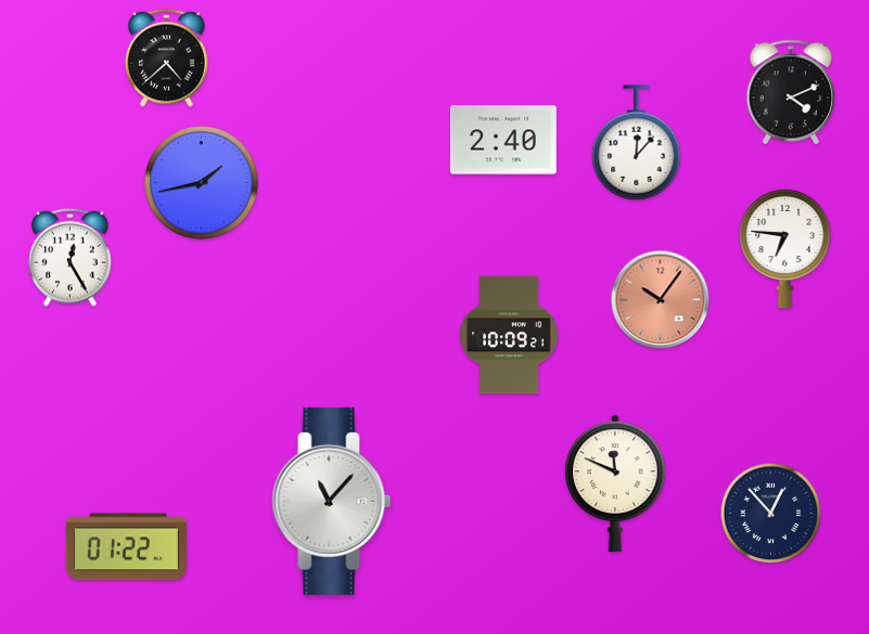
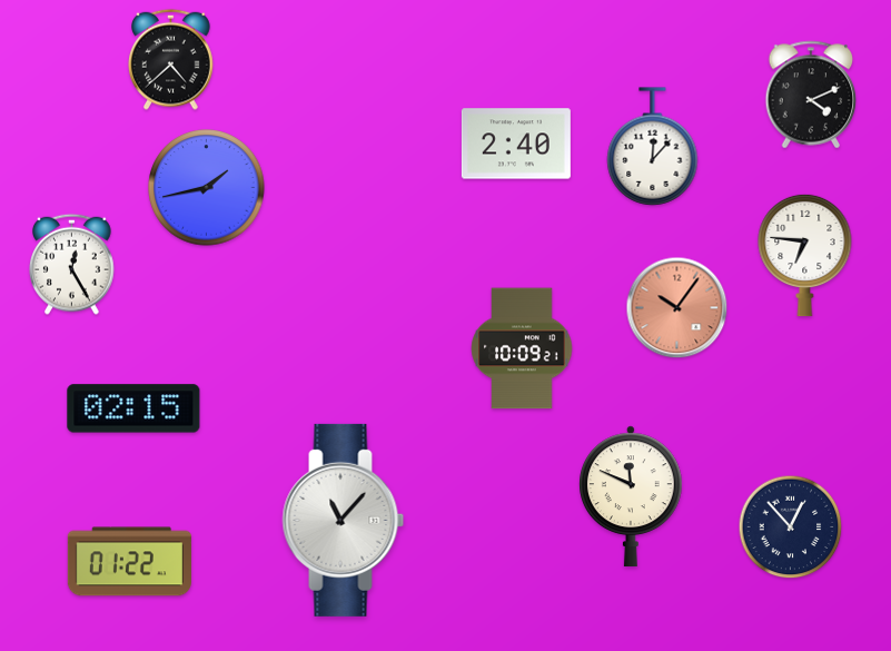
clock at (509, 335) position: (509, 335) -> (522, 348)
clock at (133, 408): none -> 02:15
clock at (332, 501) position: (332, 501) -> (344, 520)
